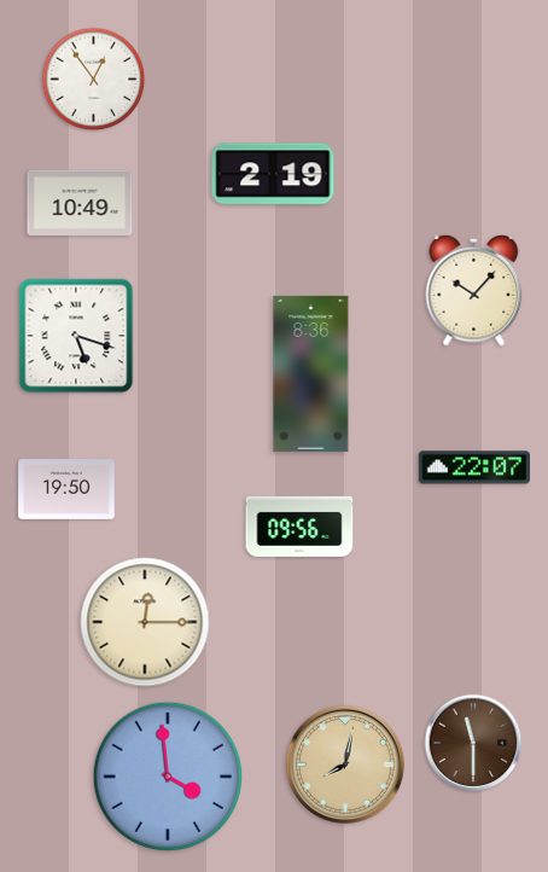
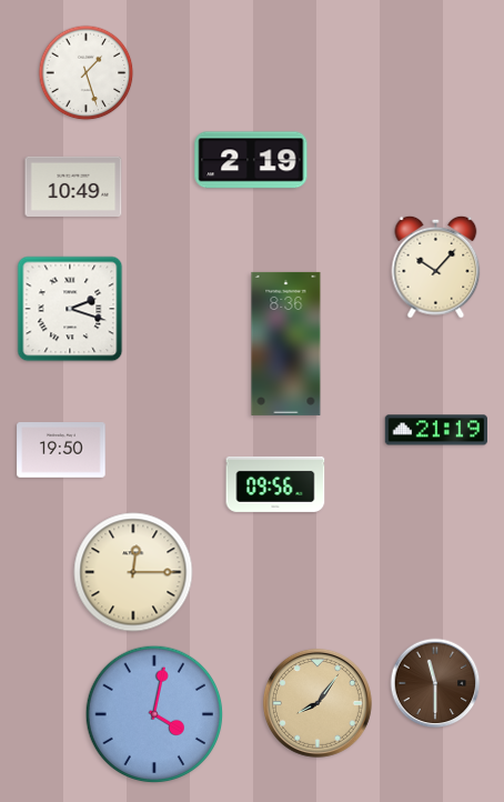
clock at (94, 80): 12:54 -> 1:27
clock at (76, 336): 5:18 -> 2:18
clock at (473, 467): 22:07 -> 21:19
clock at (345, 765): 8:02 -> 8:06
clock at (168, 777): 3:59 -> 4:02
